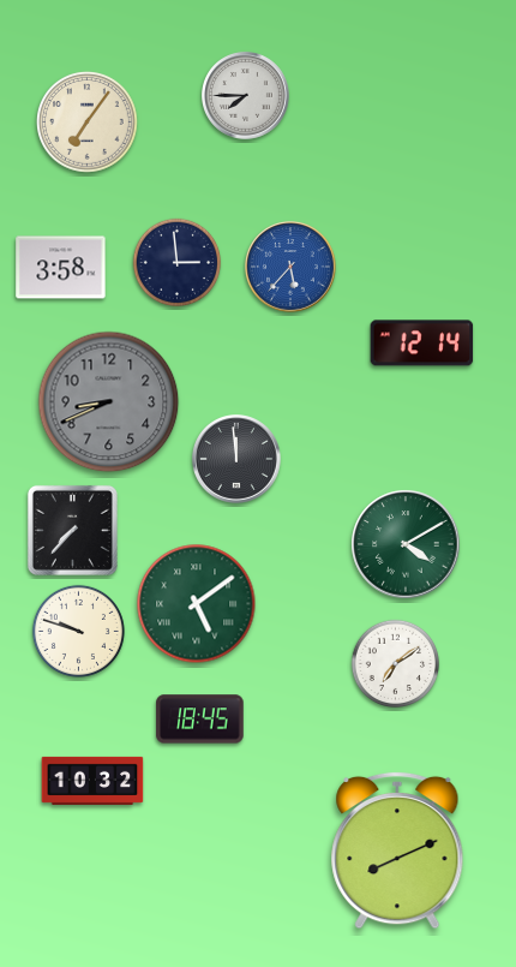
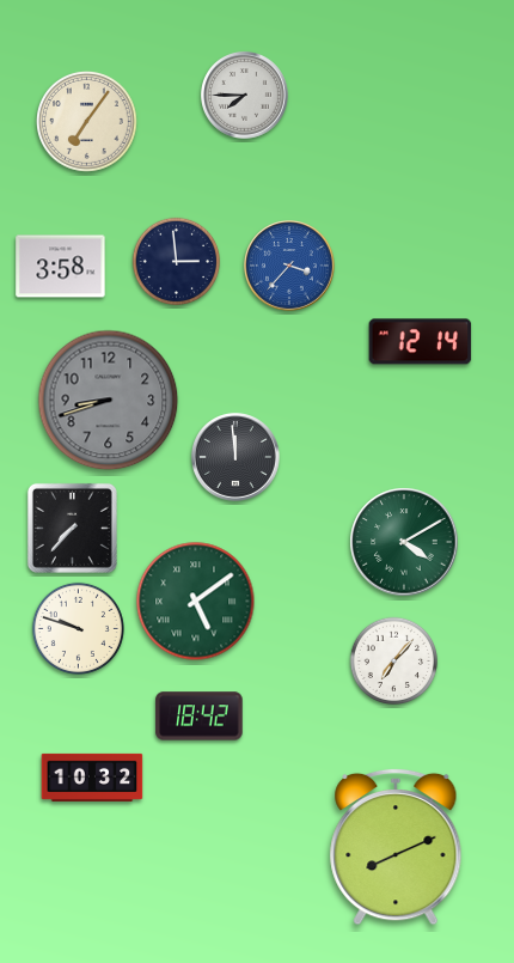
clock at (292, 268): 5:37 -> 3:37
clock at (109, 402): 8:41 -> 8:42
clock at (396, 664): 7:09 -> 7:07
clock at (200, 720): 18:45 -> 18:42
